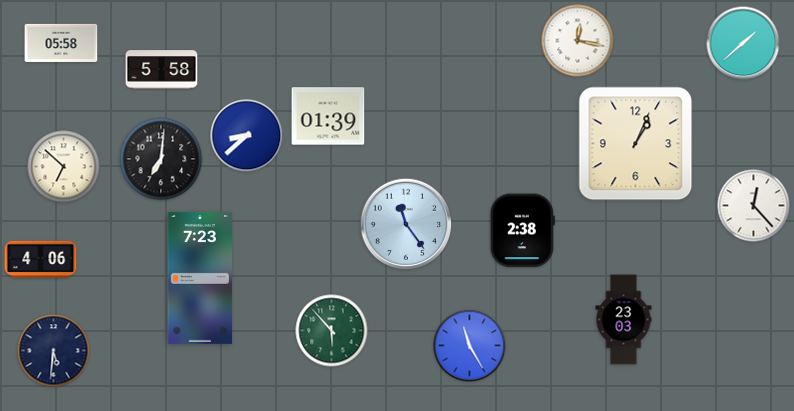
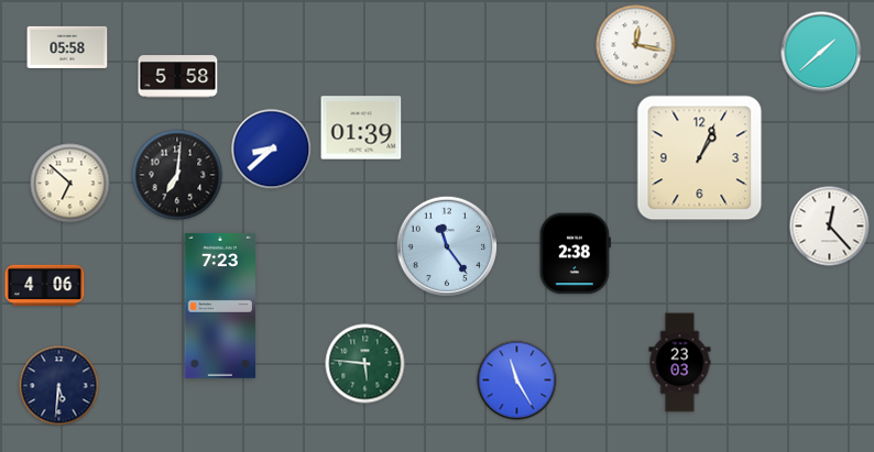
clock at (743, 43) position: (743, 43) -> (821, 52)
clock at (624, 320) position: (624, 320) -> (680, 363)
clock at (332, 331): 5:53 -> 5:46
